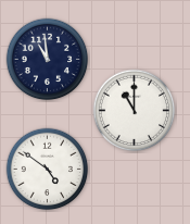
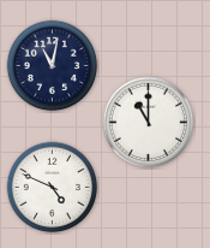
clock at (48, 60): 10:59 -> 11:02
clock at (48, 170): 4:51 -> 4:49
